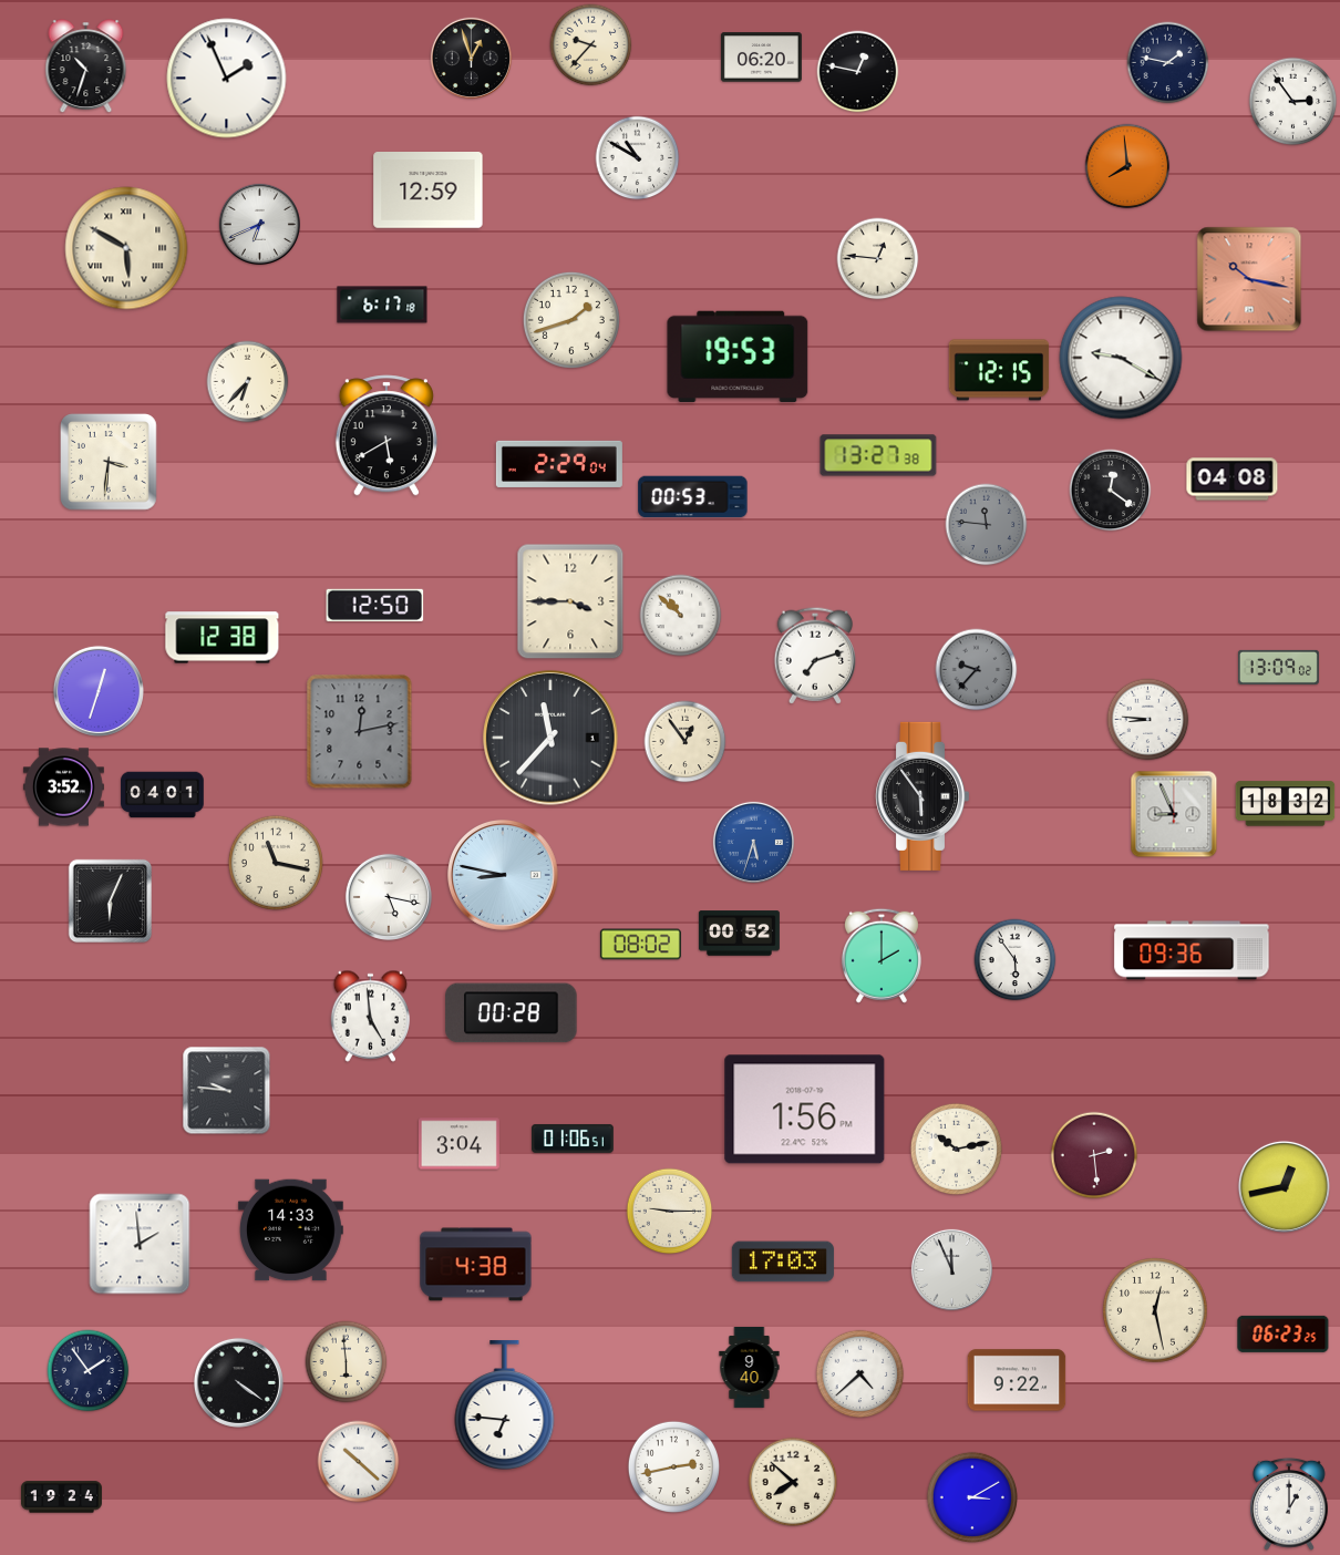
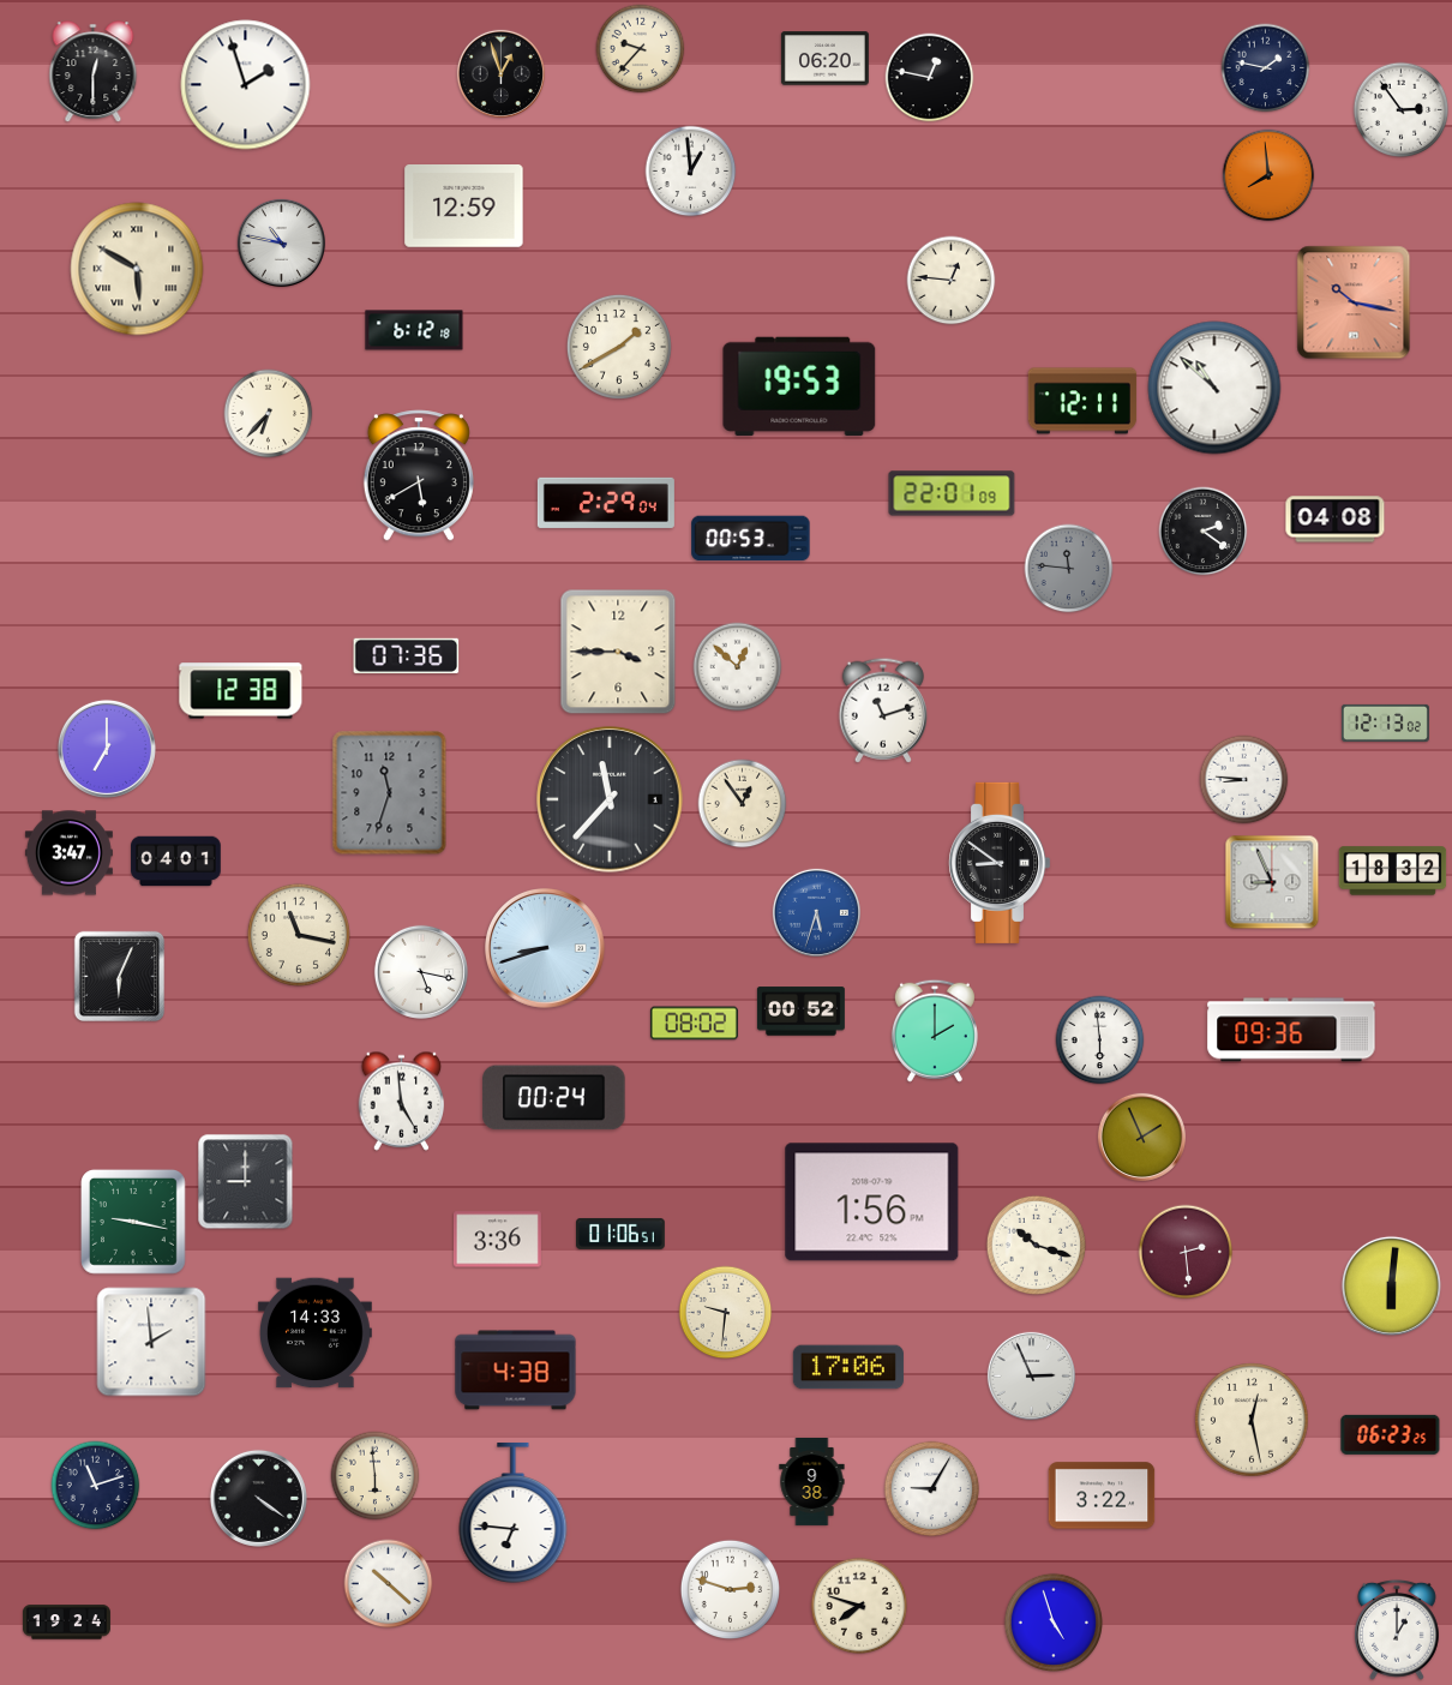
clock at (471, 58) position: (471, 58) -> (500, 73)
clock at (761, 58) position: (761, 58) -> (824, 59)
clock at (86, 65): 10:33 -> 12:30
clock at (227, 79): 1:56 -> 1:57
clock at (638, 158): 10:50 -> 12:59
clock at (1127, 166) position: (1127, 166) -> (1268, 175)
clock at (259, 224): 6:41 -> 10:47
clock at (382, 305): 6:17 -> 6:12
clock at (571, 320): 1:42 -> 1:40
clock at (1121, 358): 9:20 -> 10:52
clock at (999, 370): 12:15 -> 12:11
clock at (386, 435) position: (386, 435) -> (419, 475)
clock at (878, 455): 13:27 -> 22:01
clock at (110, 463): 3:31 -> none
clock at (1111, 491): 12:21 -> 2:21
clock at (375, 605): 12:50 -> 07:36
clock at (681, 616): 10:52 -> 12:52
clock at (814, 656): 7:12 -> 11:12
clock at (1278, 667): 13:09 -> 12:13
clock at (977, 670): 9:37 -> none
clock at (99, 691): 12:33 -> 7:00
clock at (360, 732): 12:13 -> 11:33
clock at (550, 738) position: (550, 738) -> (610, 799)
clock at (63, 787): 3:52 -> 3:47
clock at (922, 796): 5:54 -> 8:51
clock at (504, 876): 8:47 -> 8:42
clock at (882, 956) position: (882, 956) -> (935, 1031)
clock at (1016, 960): 5:54 -> 5:59
clock at (512, 1013): 00:28 -> 00:24
clock at (1141, 1137): none -> 1:56
clock at (227, 1091): 9:46 -> 9:00
clock at (134, 1223): none -> 9:17
clock at (458, 1144): 3:04 -> 3:36
clock at (956, 1149): 10:13 -> 10:18
clock at (1284, 1186): 12:43 -> 6:01
clock at (670, 1212): 9:15 -> 9:31
clock at (140, 1244) position: (140, 1244) -> (151, 1342)
clock at (783, 1261): 17:03 -> 17:06
clock at (951, 1269): 11:56 -> 2:56
clock at (1284, 1333) position: (1284, 1333) -> (1391, 1434)
clock at (750, 1367): 9:40 -> 9:38
clock at (89, 1371): 1:54 -> 11:12
clock at (860, 1374): 4:38 -> 9:05
clock at (1017, 1380): 9:22 -> 3:22
clock at (505, 1404) position: (505, 1404) -> (514, 1512)
clock at (673, 1466): 2:43 -> 2:48
clock at (793, 1482): 7:52 -> 7:48
clock at (971, 1496): 3:10 -> 4:57
